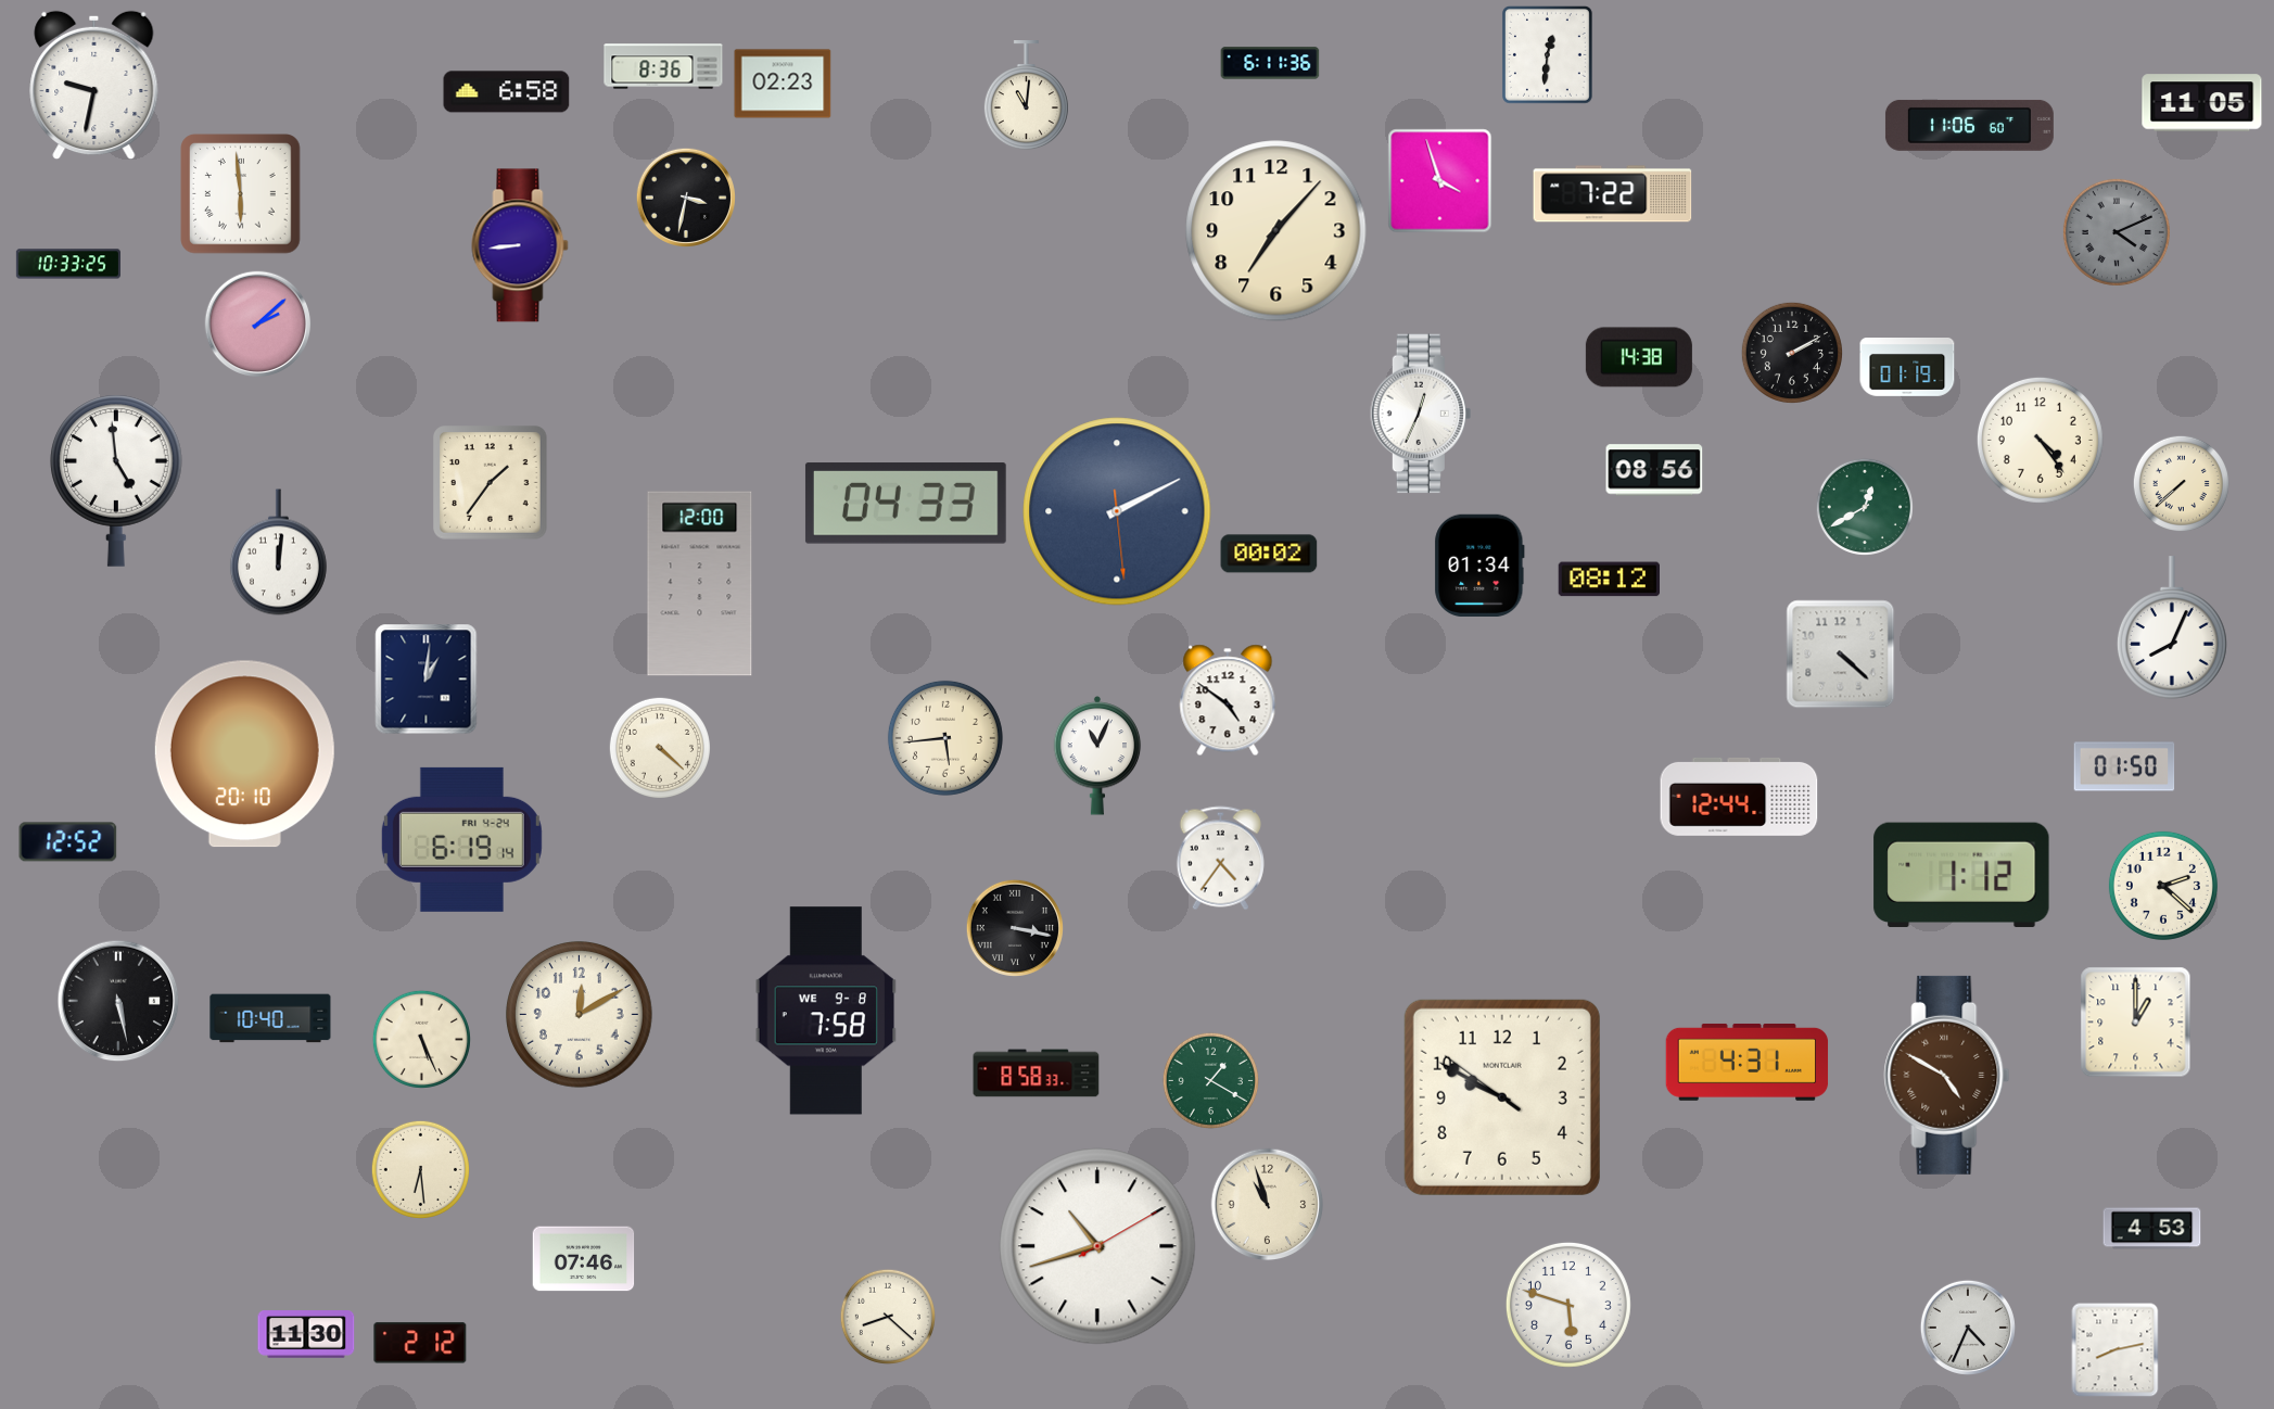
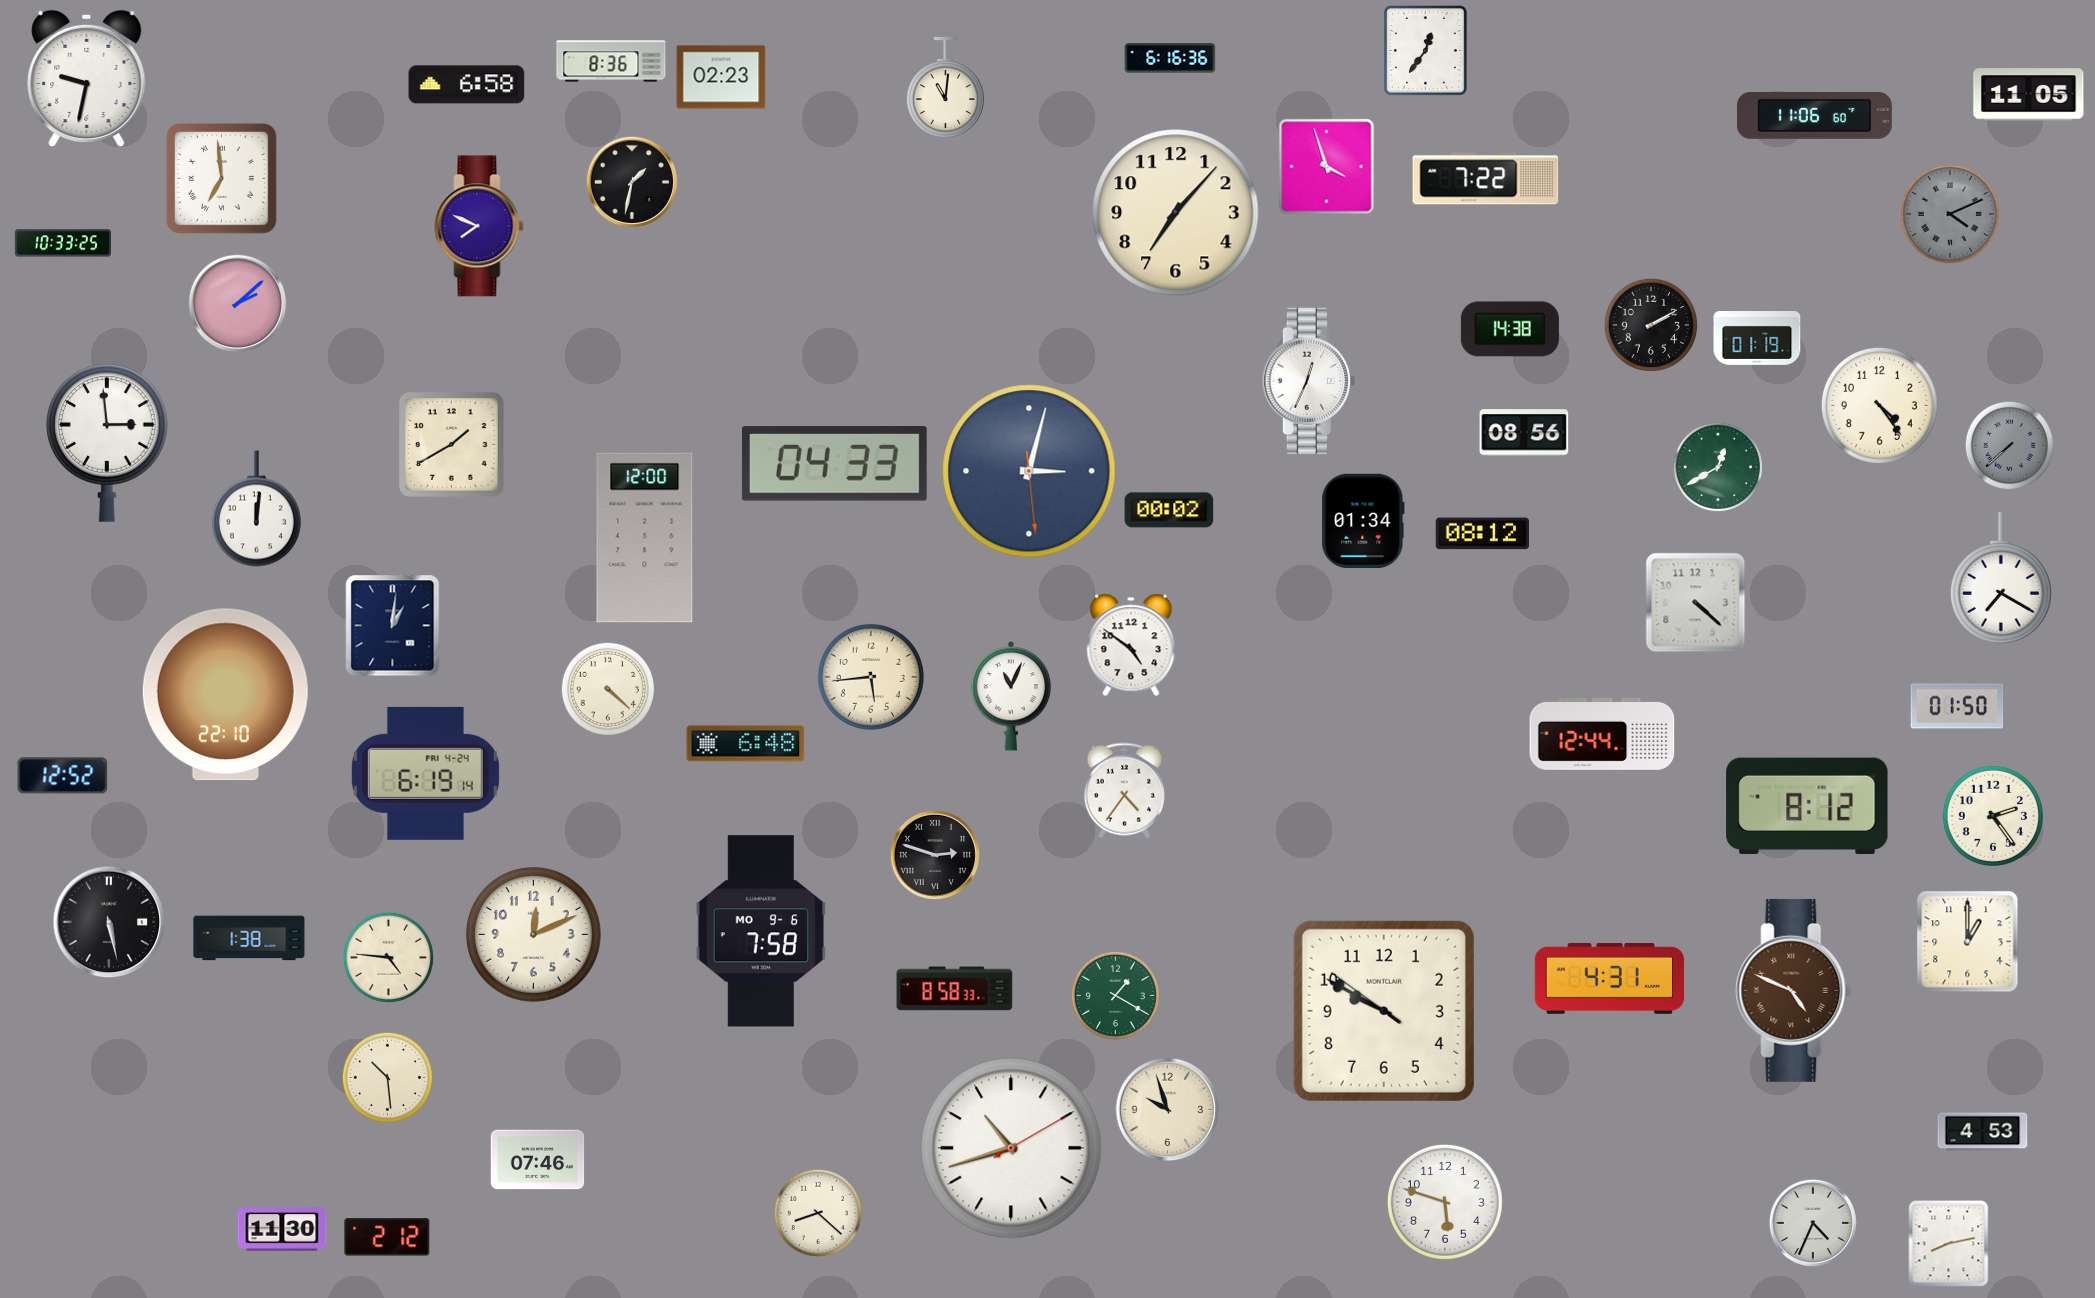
clock at (1547, 55): 12:31 -> 12:36
clock at (1270, 63): 6:11 -> 6:16
clock at (241, 194): 5:59 -> 6:59
clock at (685, 196): 3:32 -> 1:32
clock at (520, 245): 8:44 -> 7:49
clock at (258, 325) position: (258, 325) -> (238, 304)
clock at (116, 481): 4:59 -> 2:59
clock at (491, 483): 1:36 -> 1:40
clock at (2181, 483) dial: cream -> grey
clock at (1117, 511): 2:10 -> 3:02
clock at (2172, 627): 8:04 -> 7:20
clock at (945, 738) position: (945, 738) -> (871, 677)
clock at (244, 754): 20:10 -> 22:10
clock at (746, 744): none -> 6:48
clock at (1961, 875): 1:12 -> 8:12
clock at (2163, 886): 2:22 -> 2:24
clock at (1015, 928): 3:17 -> 2:48
clock at (826, 1011) date: WE 9-8 -> MO 9-6
clock at (580, 1015): 12:10 -> 12:11
clock at (270, 1018): 10:40 -> 1:38
clock at (421, 1039): 5:26 -> 4:46
clock at (1947, 1075): 4:50 -> 4:49
clock at (420, 1169): 6:29 -> 10:29
clock at (1268, 1205): 10:57 -> 9:57
